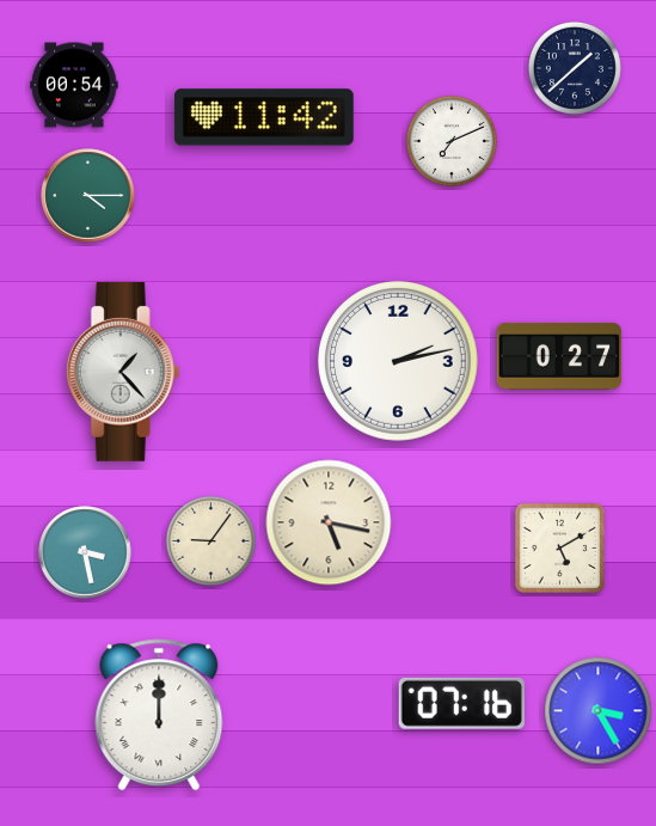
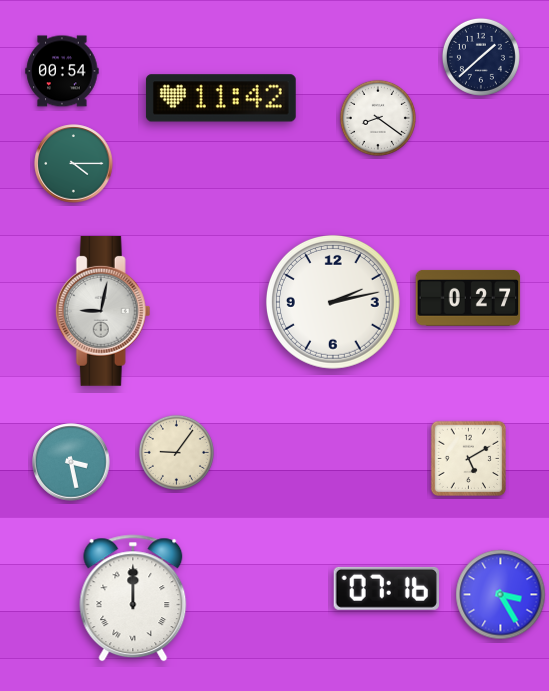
clock at (452, 141): 7:11 -> 8:21
clock at (123, 372): 1:23 -> 9:02
clock at (329, 522): 5:17 -> none
